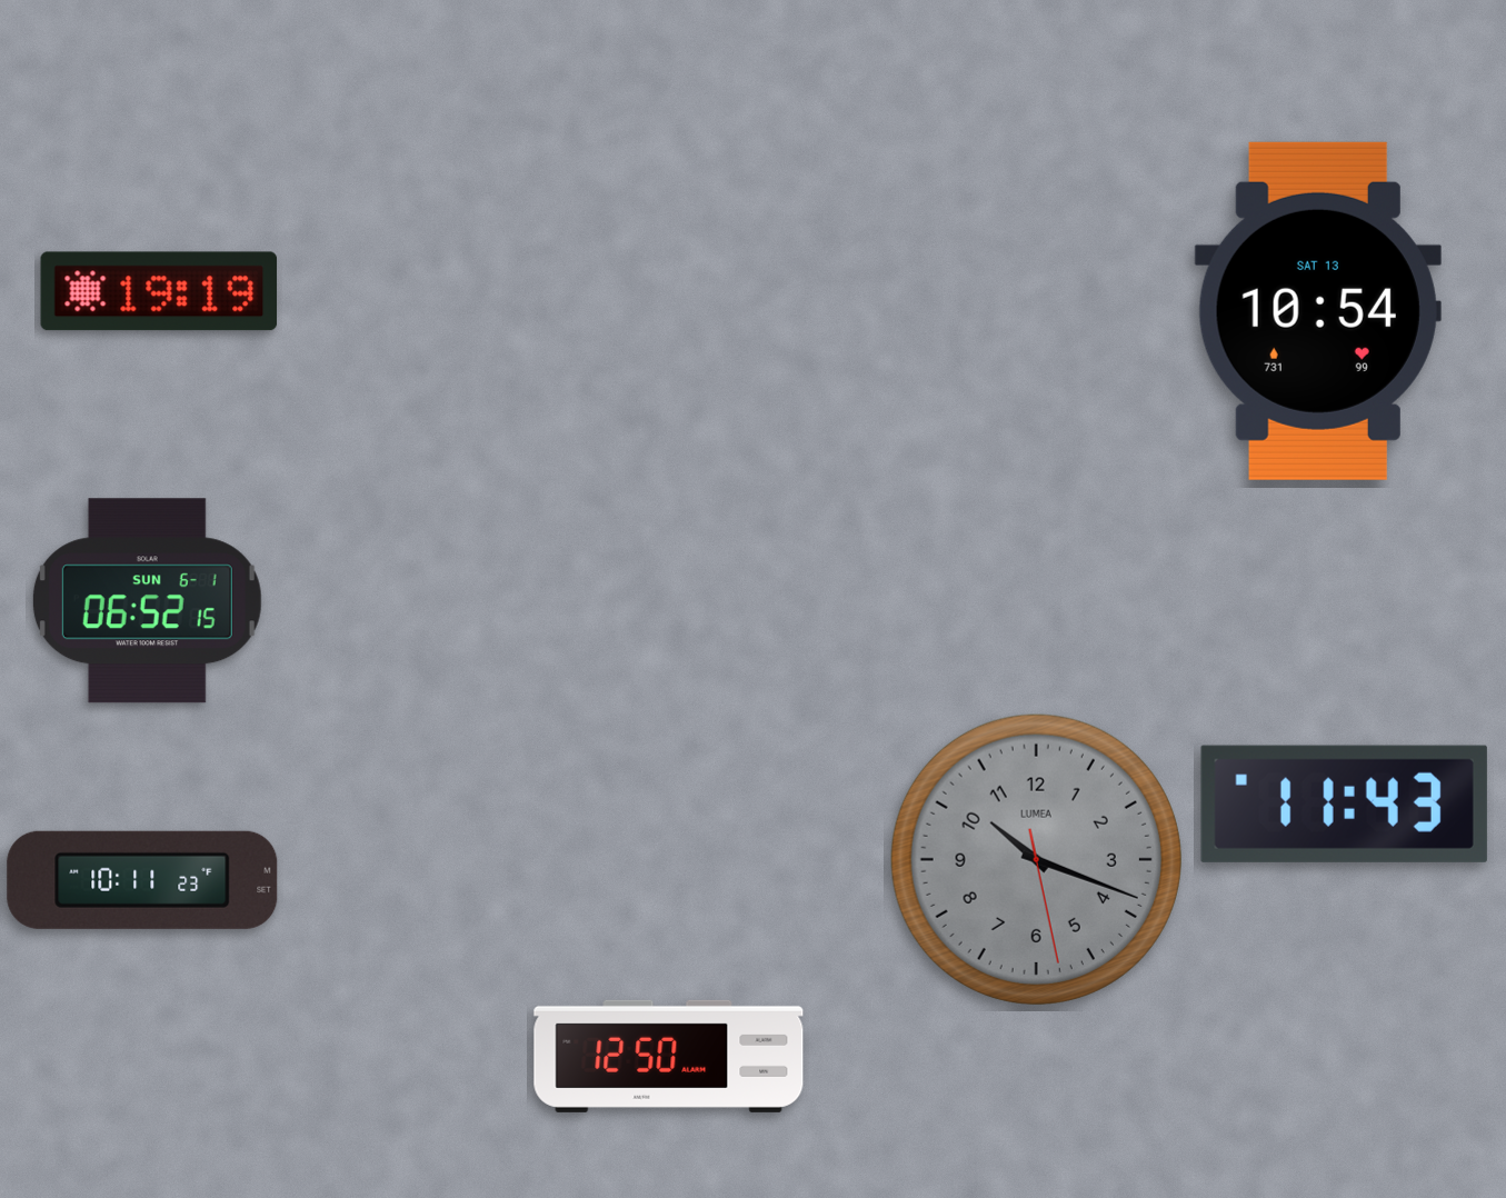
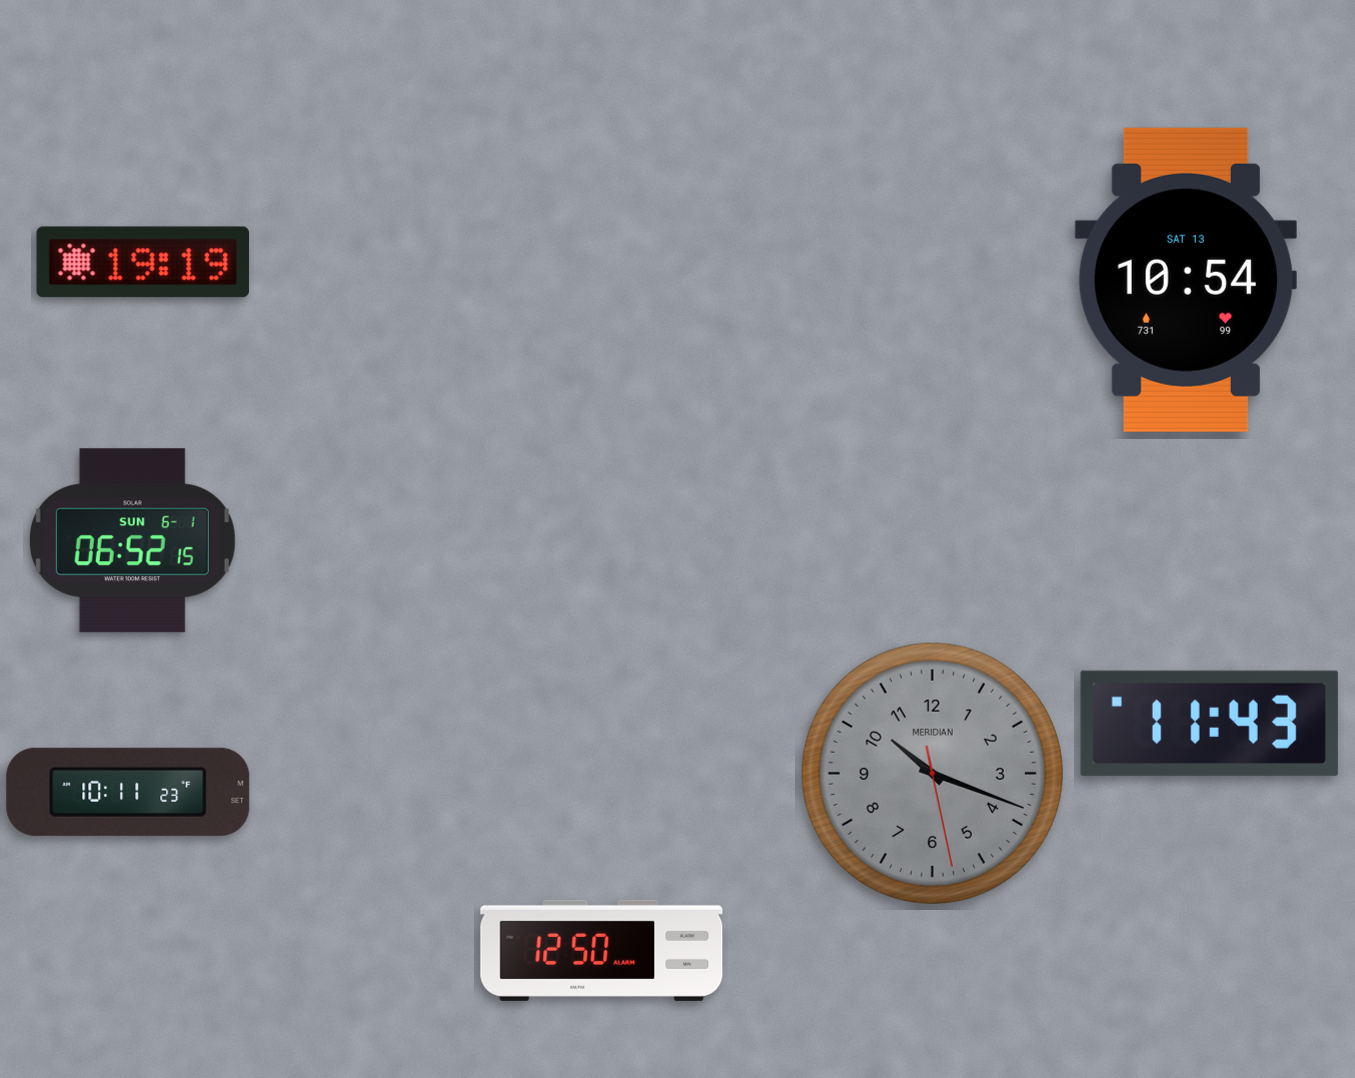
clock at (1036, 859) brand: LUMEA -> MERIDIAN
